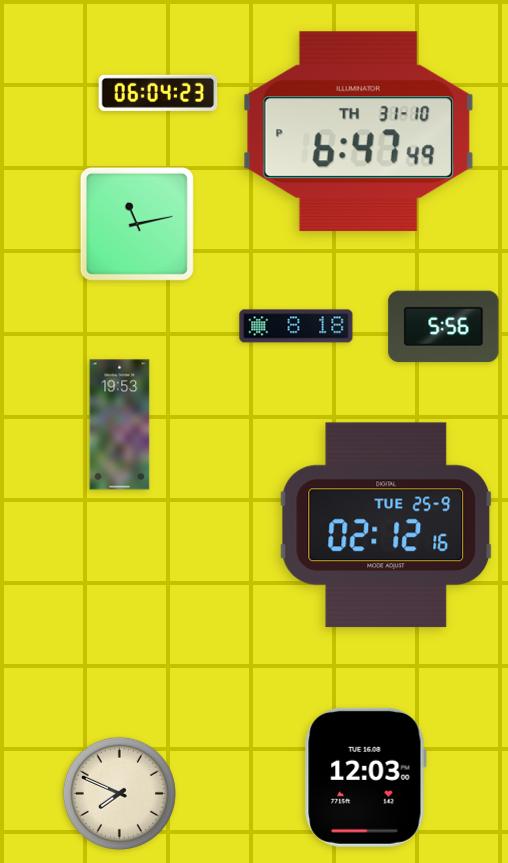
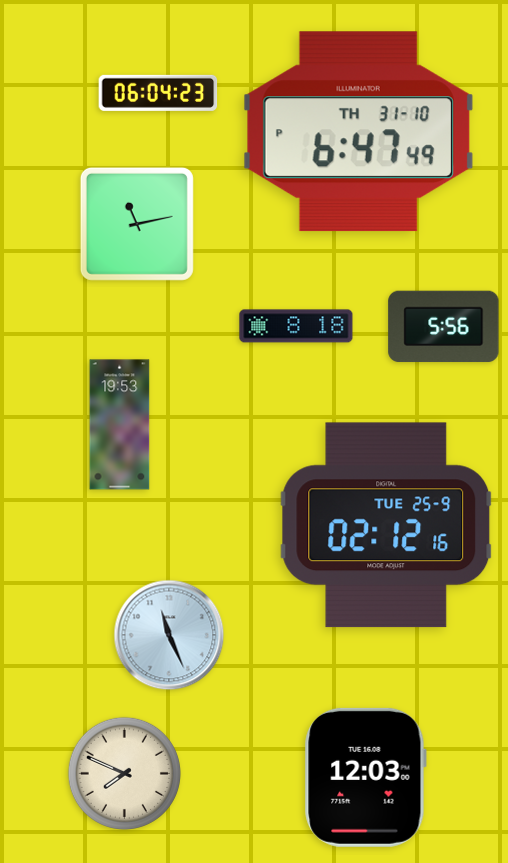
clock at (169, 635): none -> 11:26
clock at (119, 793) position: (119, 793) -> (124, 773)
